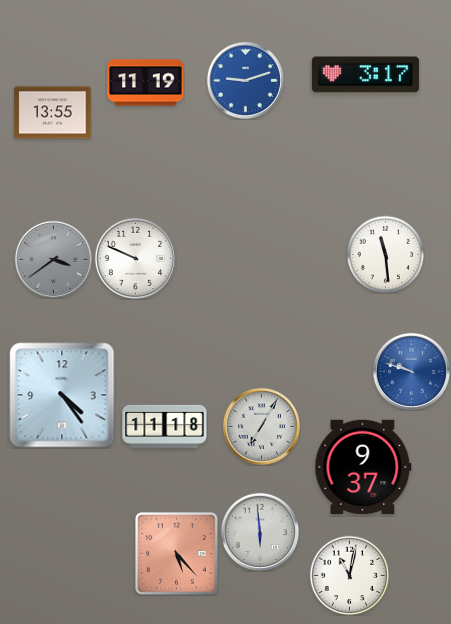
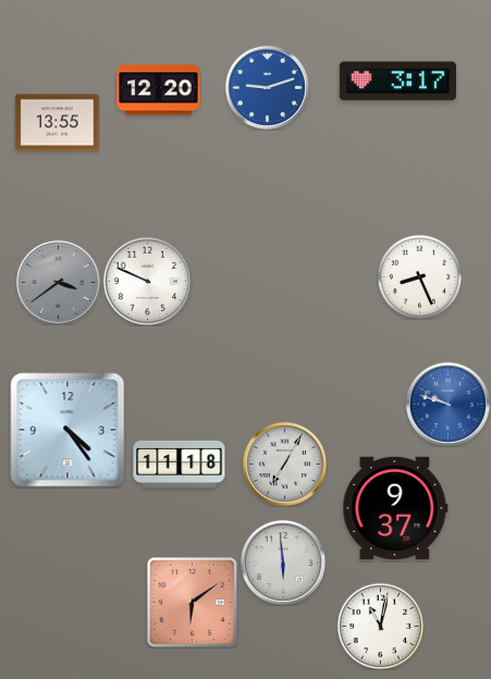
clock at (146, 83): 11:19 -> 12:20
clock at (385, 254): 11:29 -> 8:26
clock at (260, 532) position: (260, 532) -> (283, 563)
clock at (177, 554): 5:23 -> 6:09
